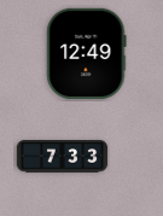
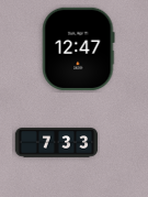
clock at (87, 54): 12:49 -> 12:47
